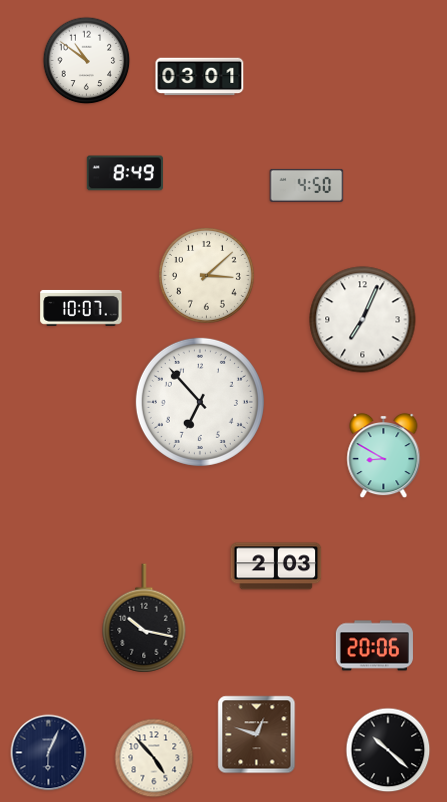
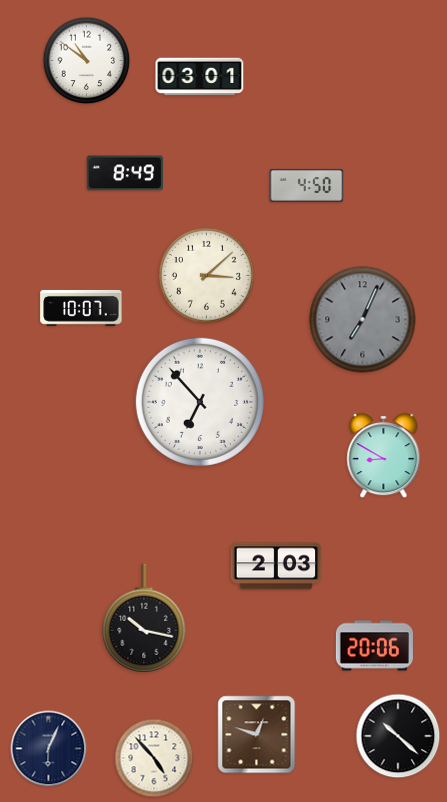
clock at (363, 320) dial: white -> grey
clock at (388, 750) position: (388, 750) -> (398, 736)
clock at (49, 753) position: (49, 753) -> (49, 749)
